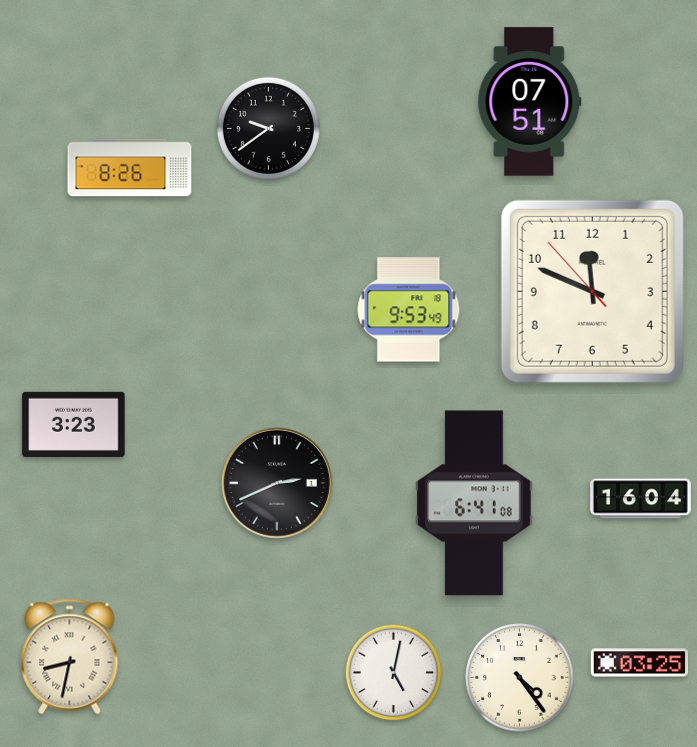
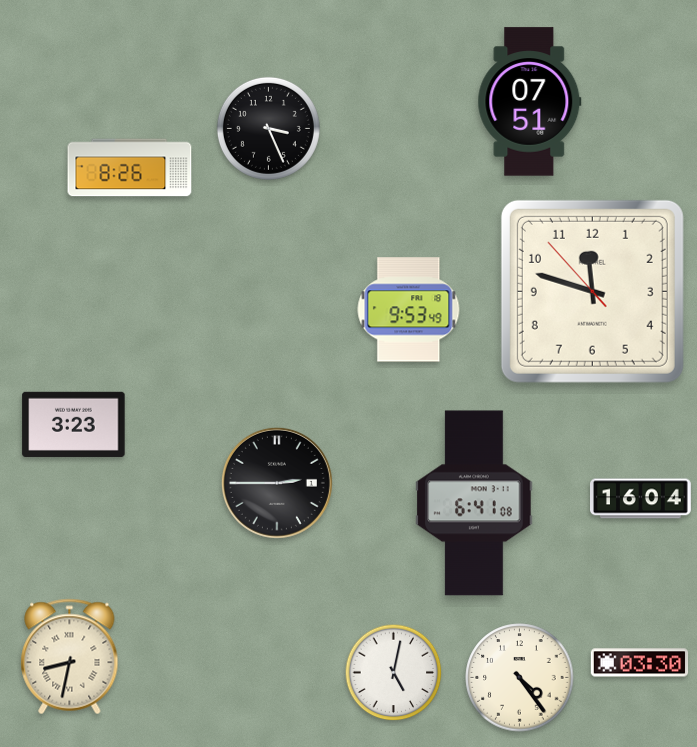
clock at (268, 128): 9:39 -> 3:26
clock at (592, 291): 11:48 -> 11:47
clock at (277, 483): 2:41 -> 2:45
clock at (640, 663): 03:25 -> 03:30
